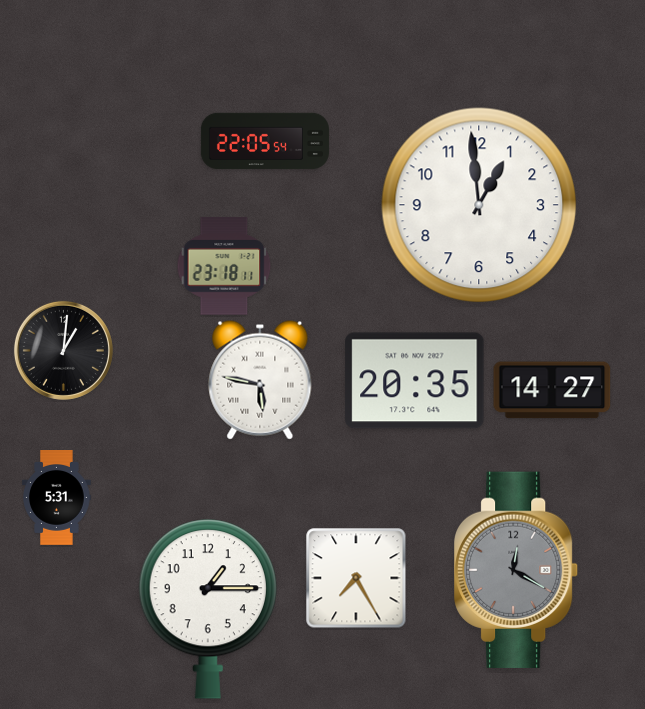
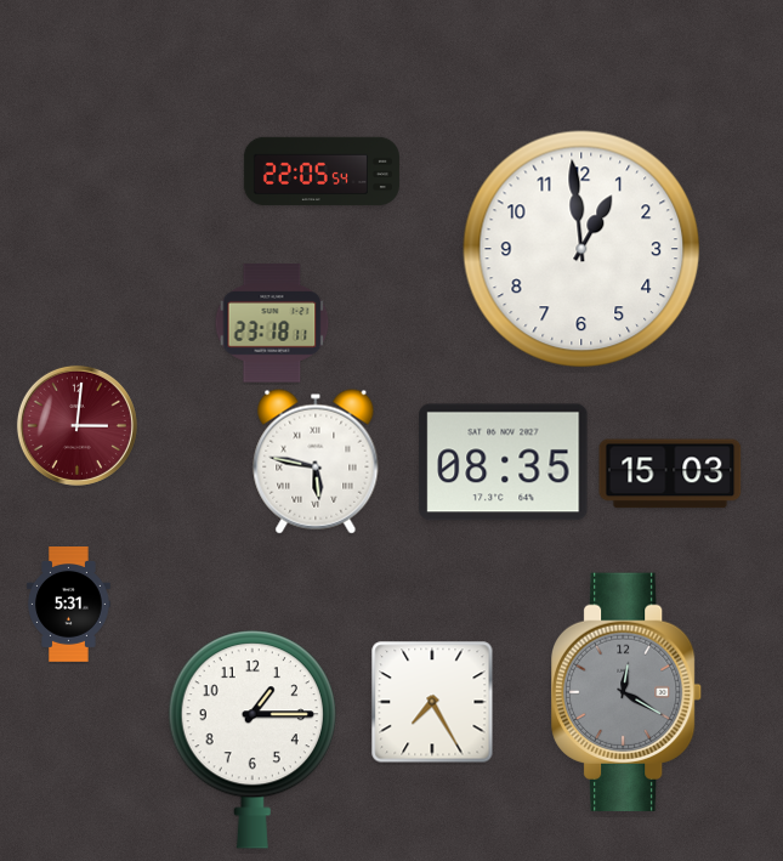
clock at (63, 350): 1:01 -> 3:01
clock at (63, 350) dial: black -> burgundy
clock at (415, 381): 20:35 -> 08:35
clock at (552, 390): 14:27 -> 15:03
